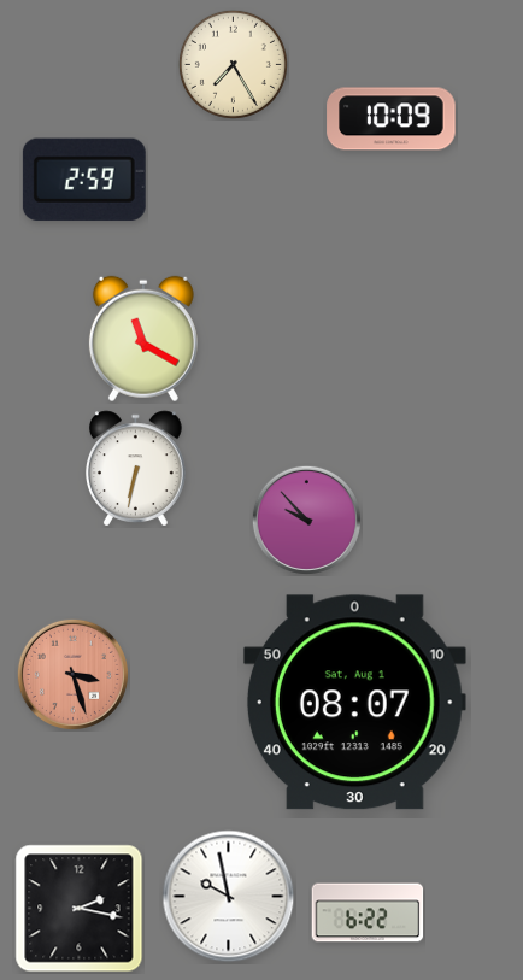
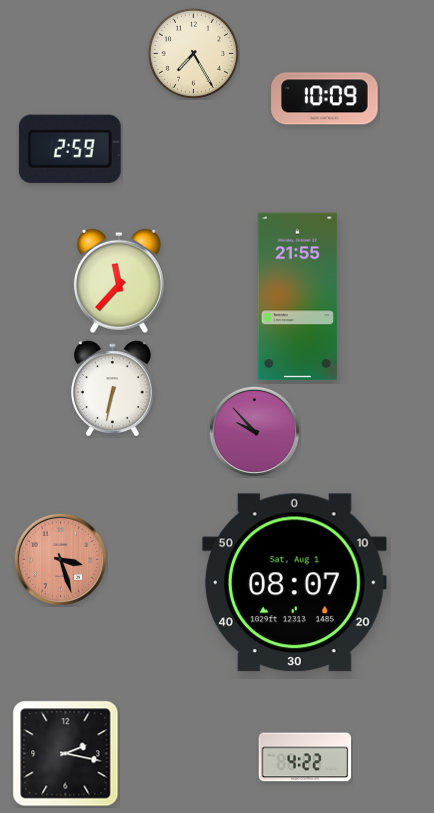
clock at (143, 339): 11:20 -> 11:37
clock at (298, 297): none -> 21:55
clock at (229, 897): 9:58 -> none
clock at (368, 912): 6:22 -> 4:22
